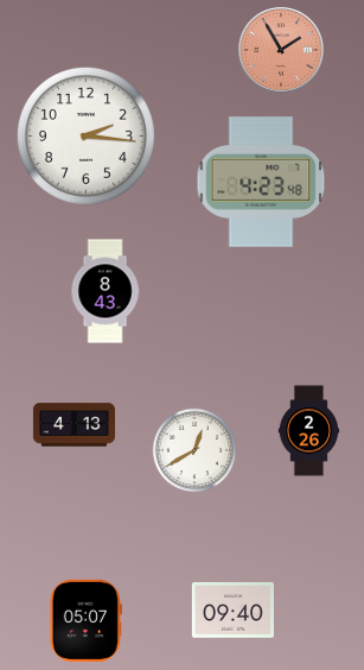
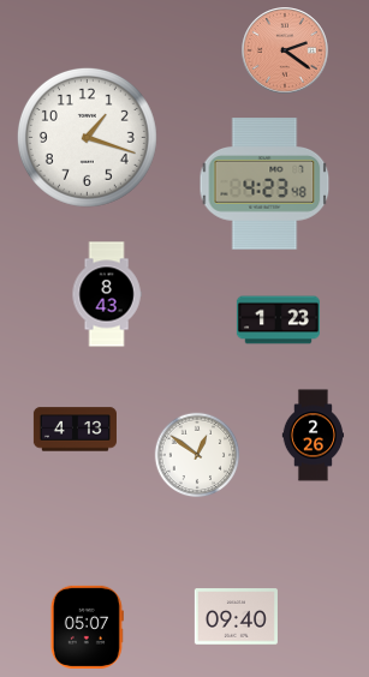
clock at (281, 50): 1:55 -> 2:21
clock at (85, 135): 2:16 -> 1:18
clock at (278, 320): none -> 1:23
clock at (194, 450): 12:40 -> 12:51
